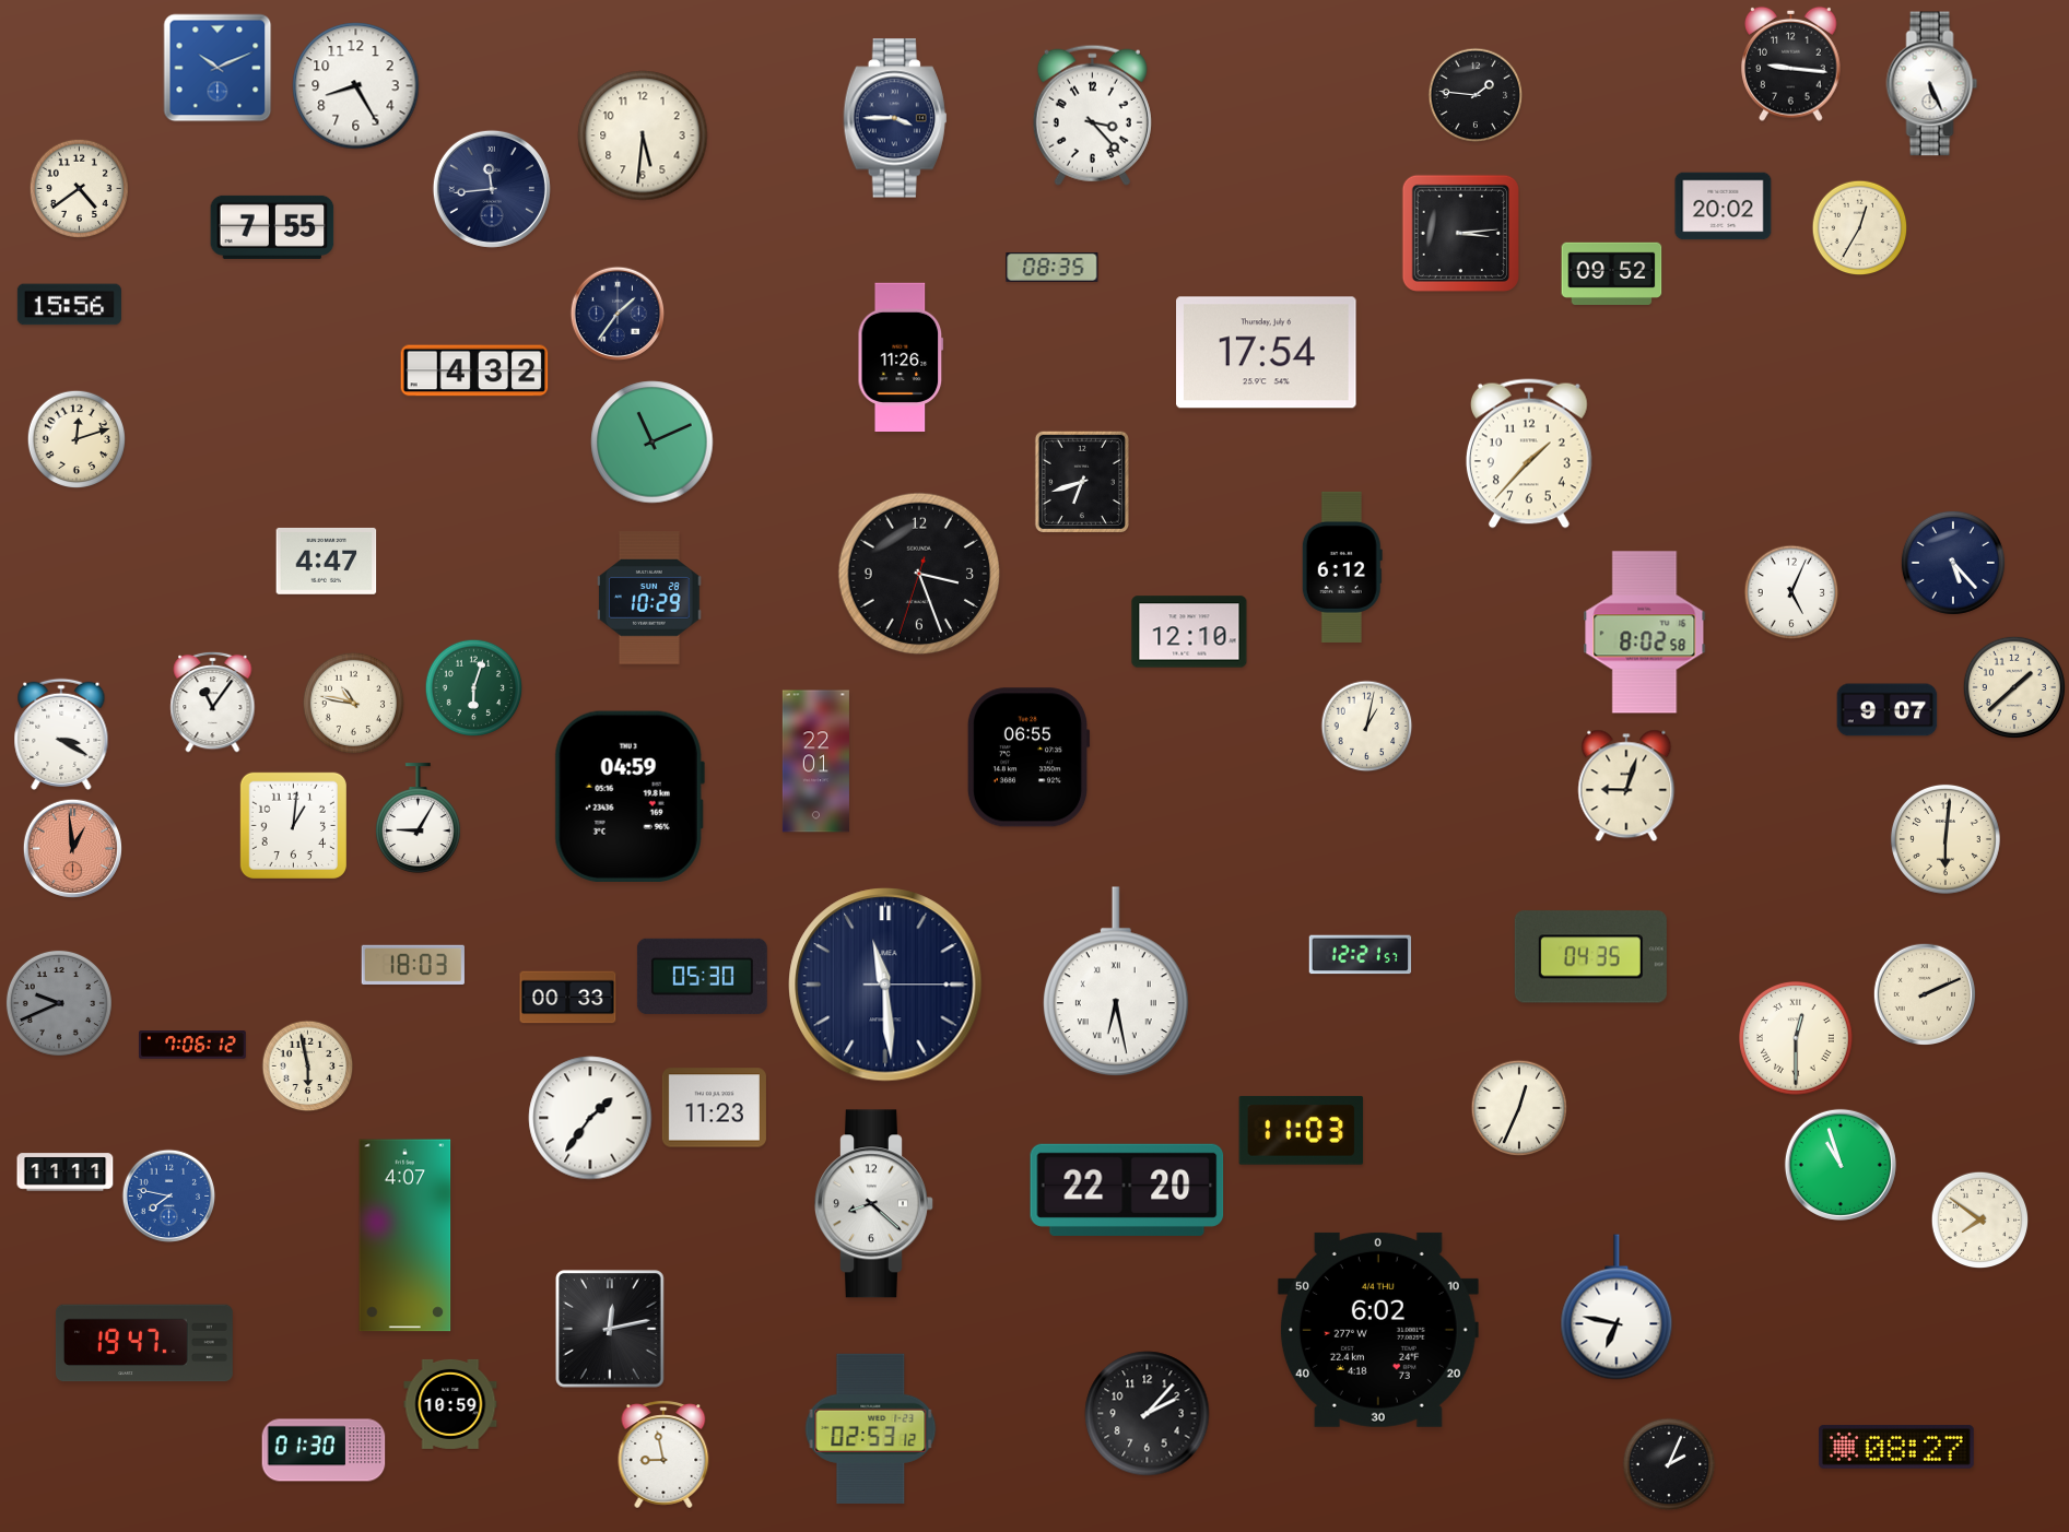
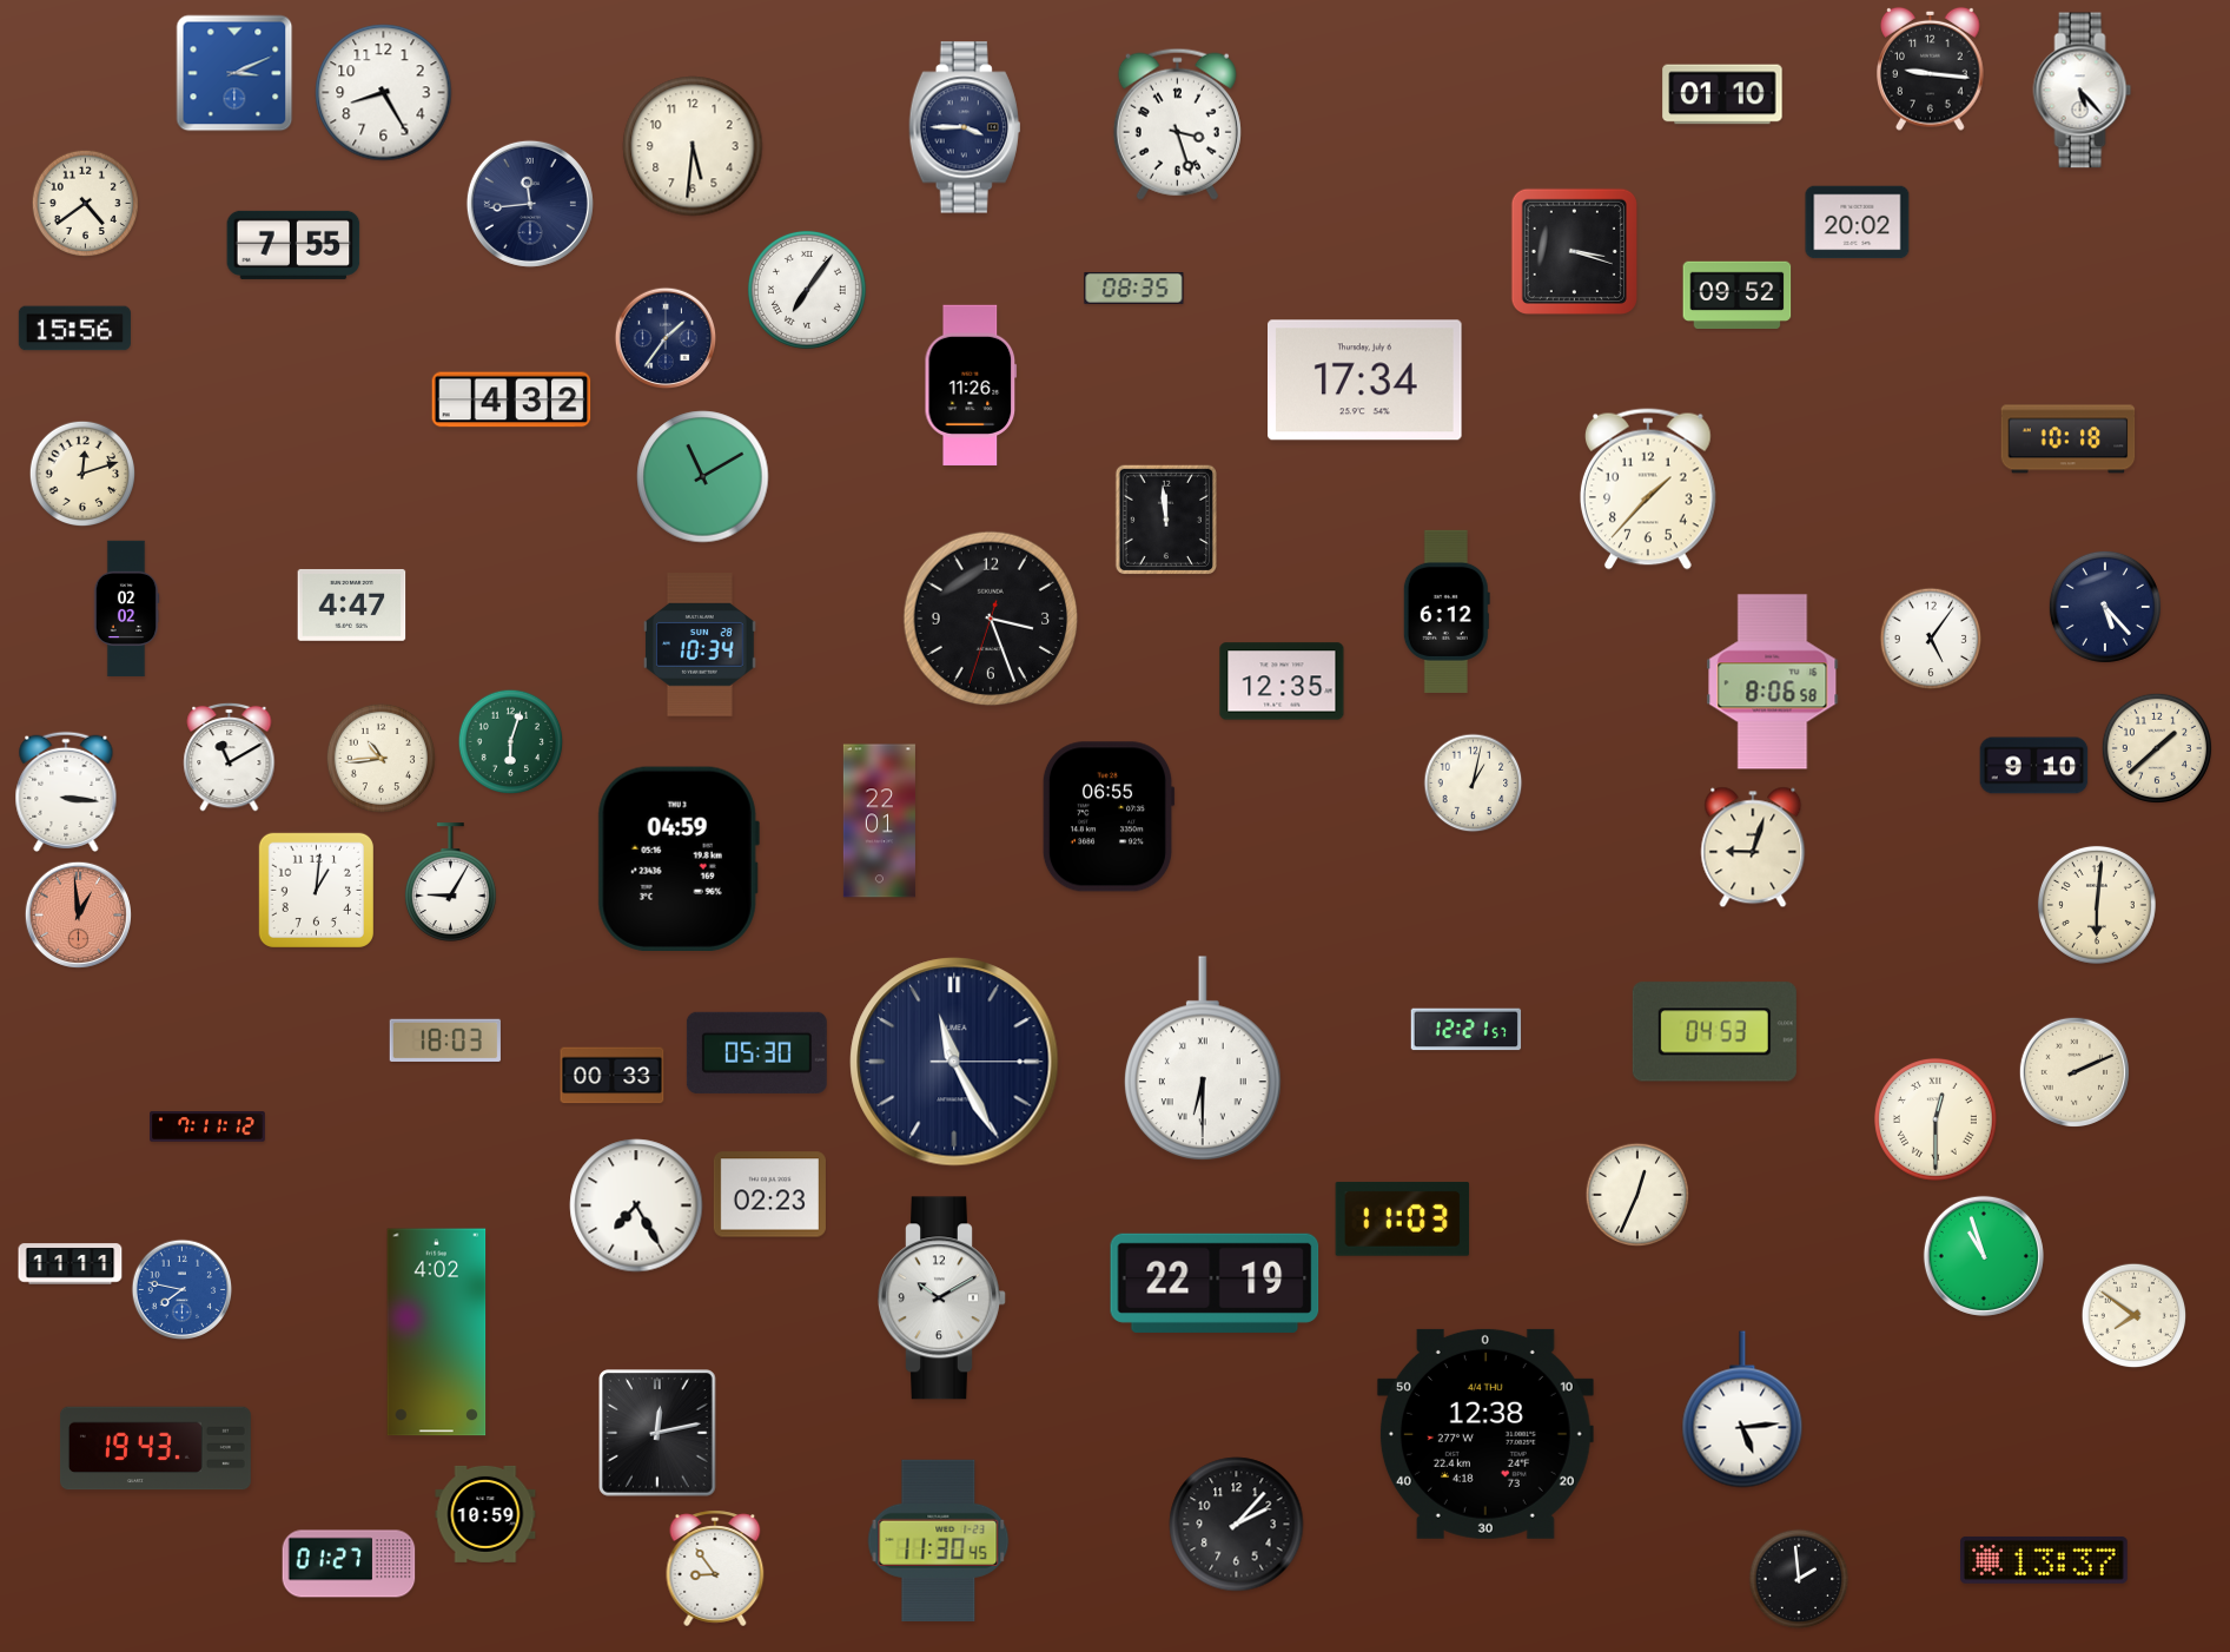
clock at (218, 68): 10:11 -> 3:11
clock at (1932, 84): 5:26 -> 5:23
clock at (1722, 94): none -> 01:10
clock at (1476, 95): 1:46 -> none
clock at (1092, 115): 3:23 -> 3:27
clock at (1860, 228): 12:35 -> none
clock at (1460, 233): 3:14 -> 3:18
clock at (807, 290): none -> 7:06
clock at (1267, 353): 17:54 -> 17:34
clock at (2069, 440): none -> 10:18
clock at (653, 443): 11:11 -> 11:10
clock at (1082, 482): 6:42 -> 11:59
clock at (126, 609): none -> 02:02
clock at (1791, 592): 5:04 -> 5:06
clock at (650, 598): 10:29 -> 10:34
clock at (1189, 632): 12:10 -> 12:35
clock at (1645, 633): 8:02 -> 8:06
clock at (2014, 687) position: (2014, 687) -> (2157, 748)
clock at (213, 702): 11:06 -> 11:10
clock at (353, 703): 10:47 -> 10:44
clock at (1888, 710): 9:07 -> 9:10
clock at (61, 734): 3:20 -> 3:16
clock at (1590, 957): 04:35 -> 04:53
clock at (1116, 982): 6:28 -> 6:30
clock at (885, 985): 11:29 -> 11:25
clock at (59, 1003): 9:41 -> none
clock at (193, 1045): 7:06 -> 7:11
clock at (308, 1066): 5:58 -> none
clock at (714, 1108): 11:23 -> 02:23
clock at (590, 1118): 1:36 -> 7:25
clock at (1127, 1190): 22:20 -> 22:19
clock at (874, 1204): 8:22 -> 10:10
clock at (405, 1236): 4:07 -> 4:02
clock at (1617, 1307): 6:47 -> 5:14
clock at (1378, 1330): 6:02 -> 12:38
clock at (144, 1343): 19:47 -> 19:43
clock at (871, 1428): 02:53 -> 11:30
clock at (1897, 1447): 08:27 -> 13:37
clock at (324, 1450): 01:30 -> 01:27
clock at (663, 1454): 8:58 -> 8:54
clock at (1669, 1464): 2:04 -> 1:59
